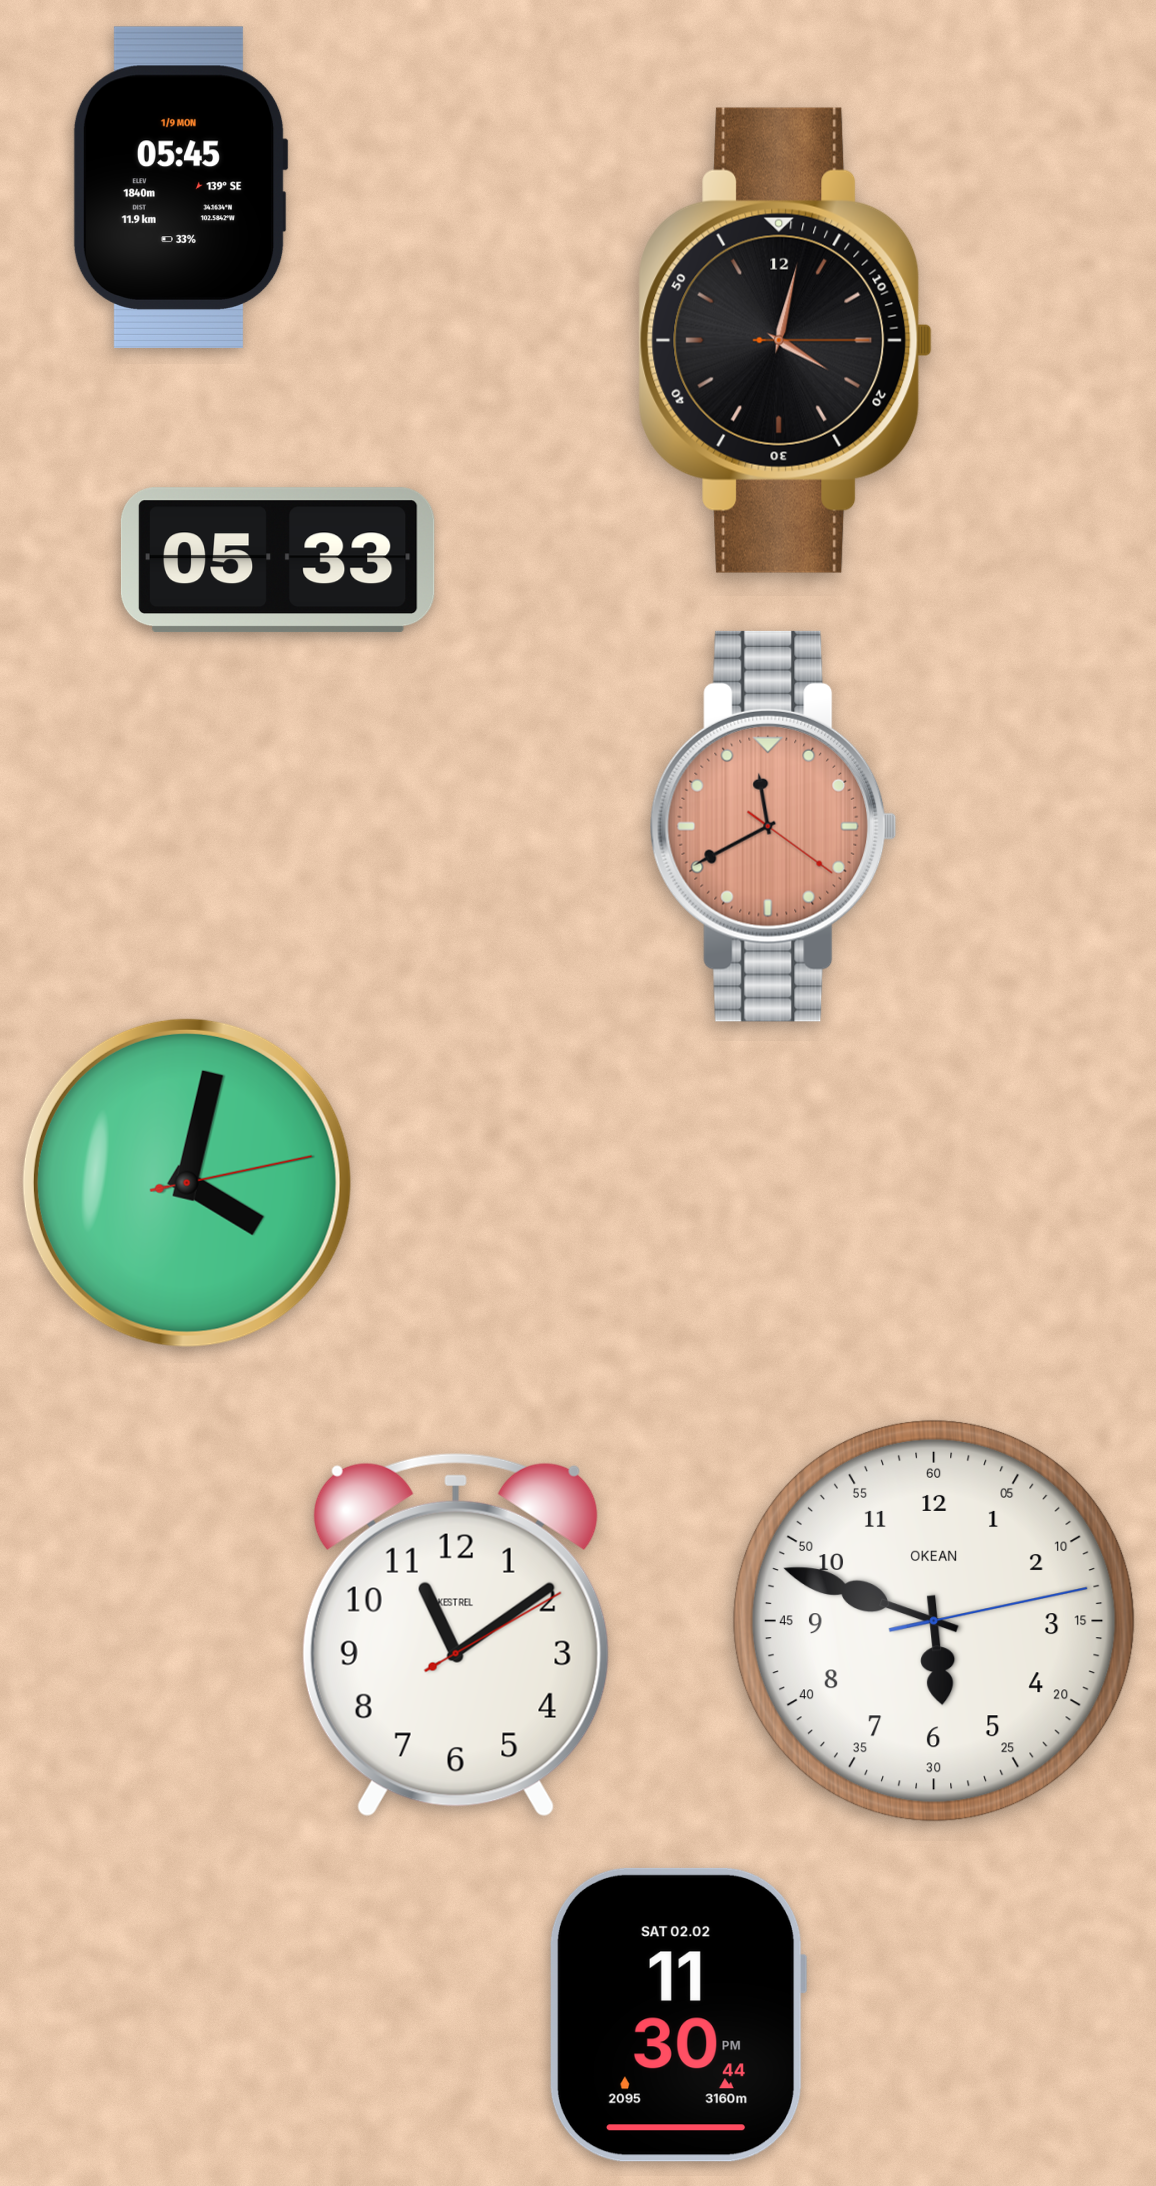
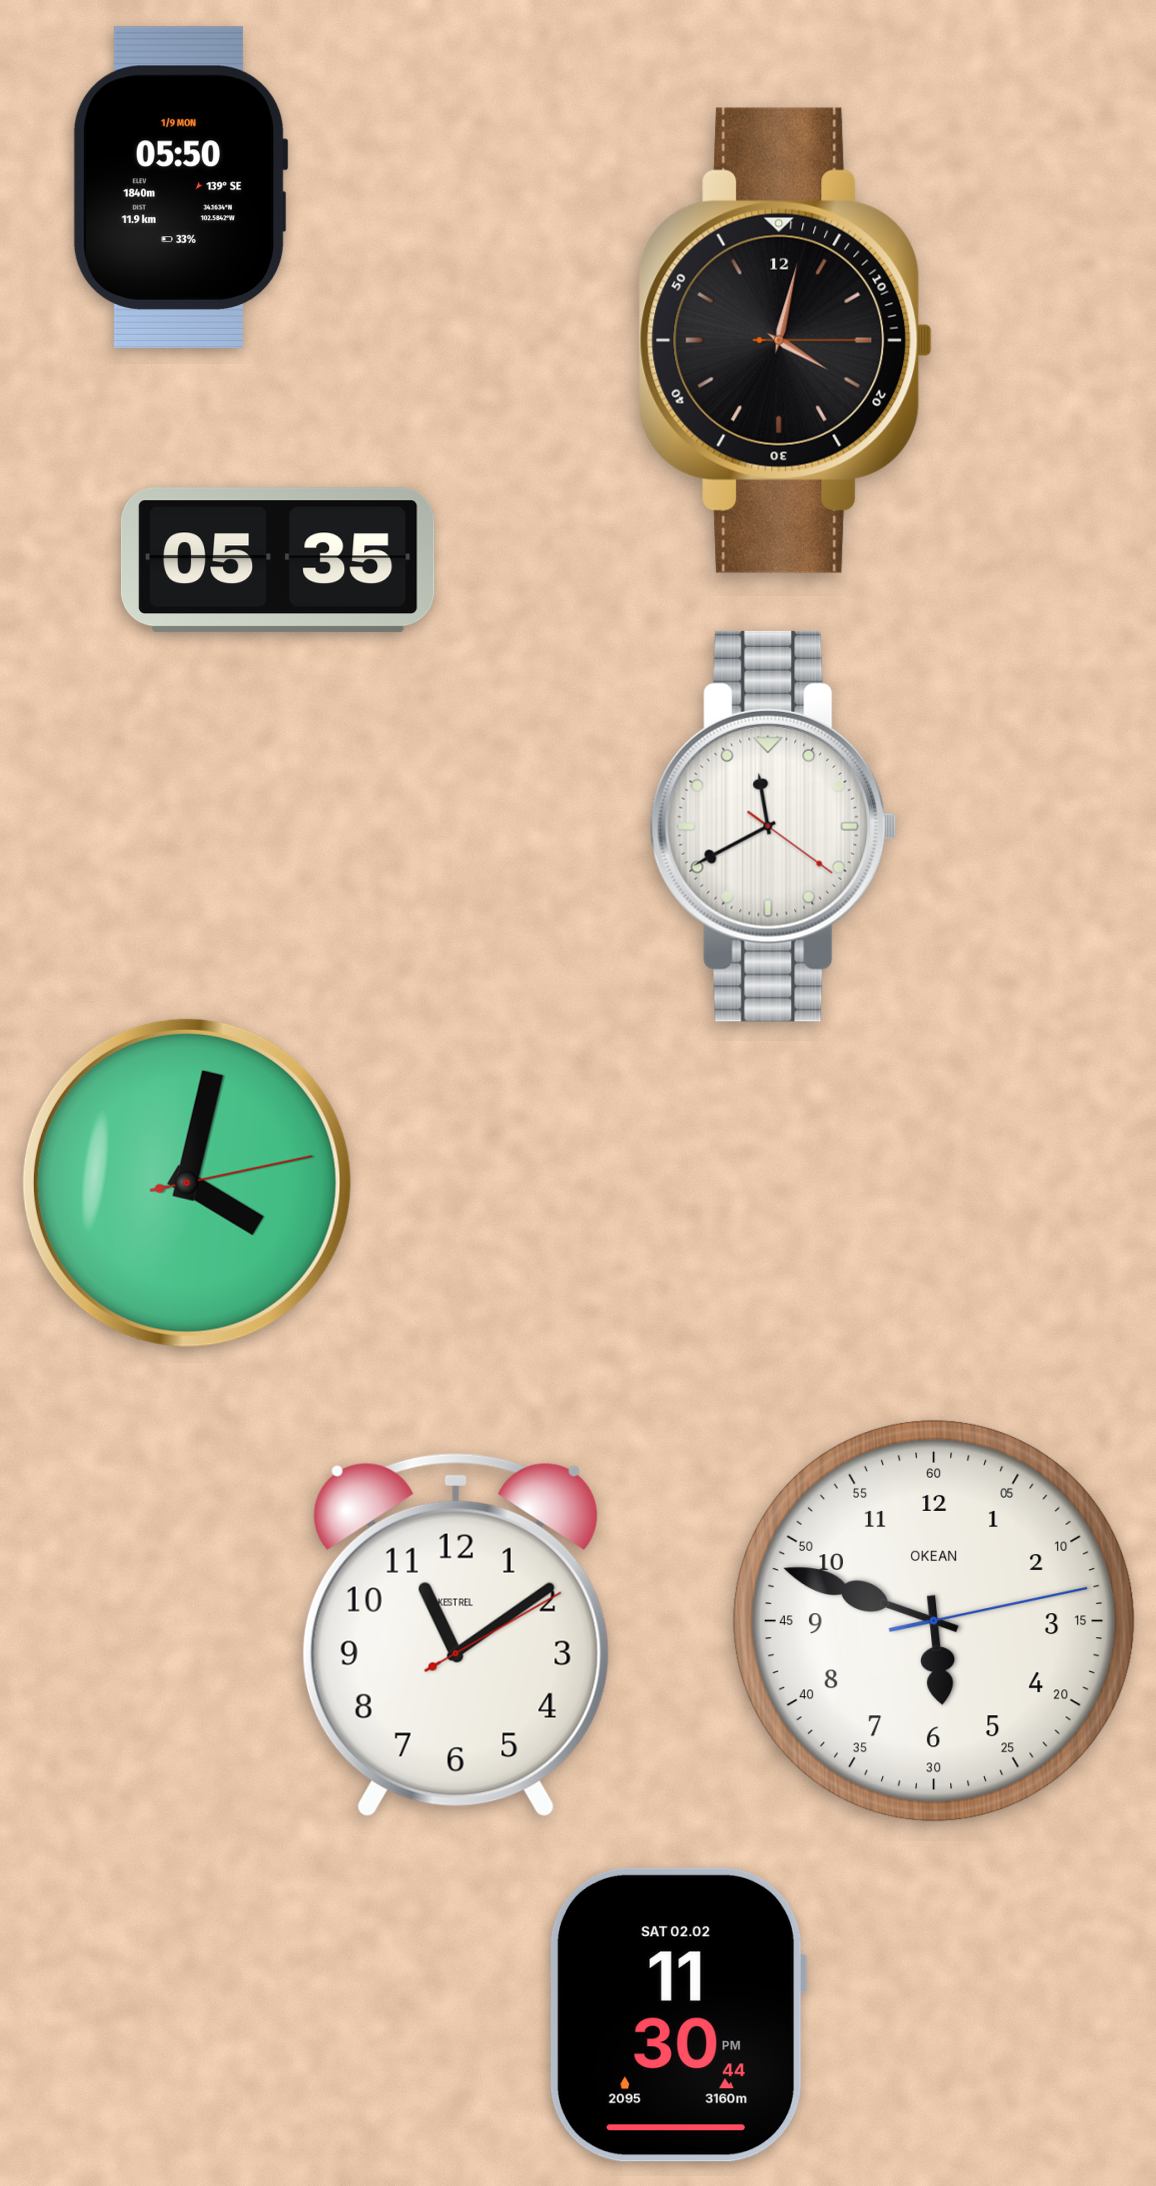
clock at (180, 187): 05:45 -> 05:50
clock at (278, 560): 05:33 -> 05:35
clock at (773, 826) dial: salmon -> white
